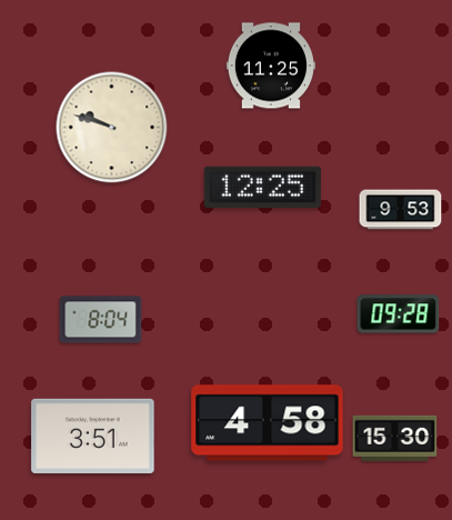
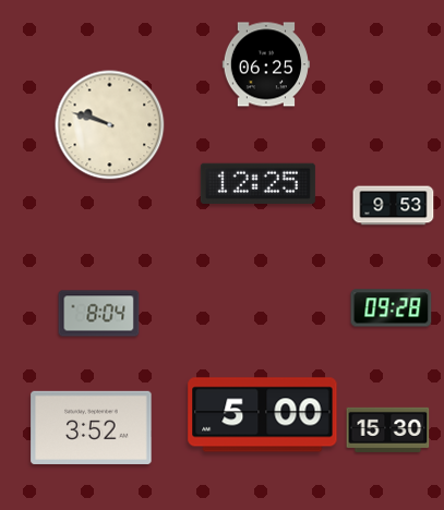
clock at (271, 66): 11:25 -> 06:25
clock at (268, 423): 4:58 -> 5:00
clock at (93, 436): 3:51 -> 3:52
